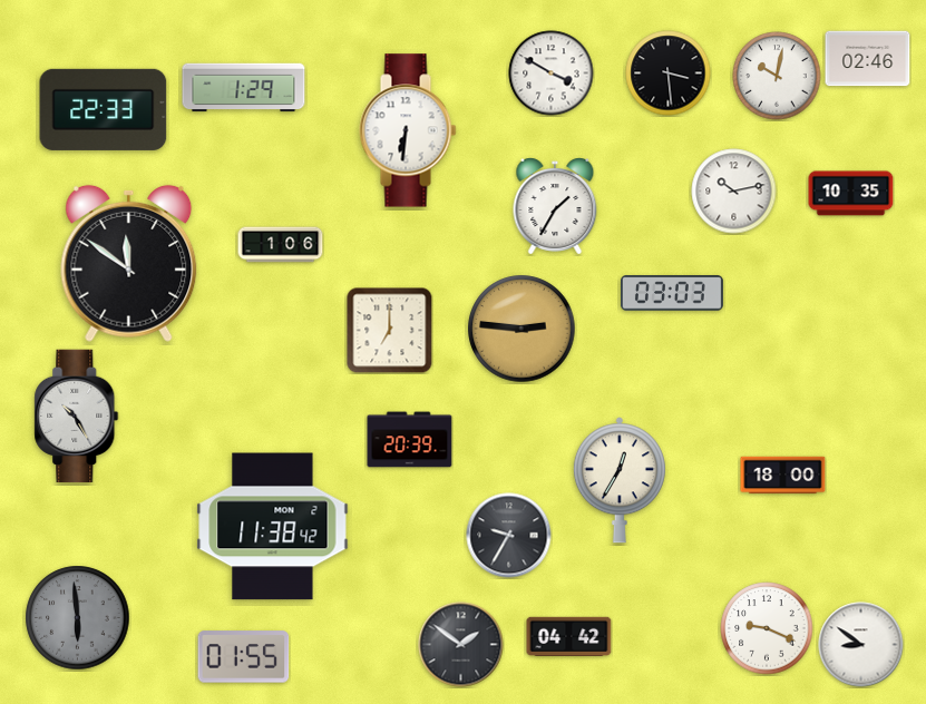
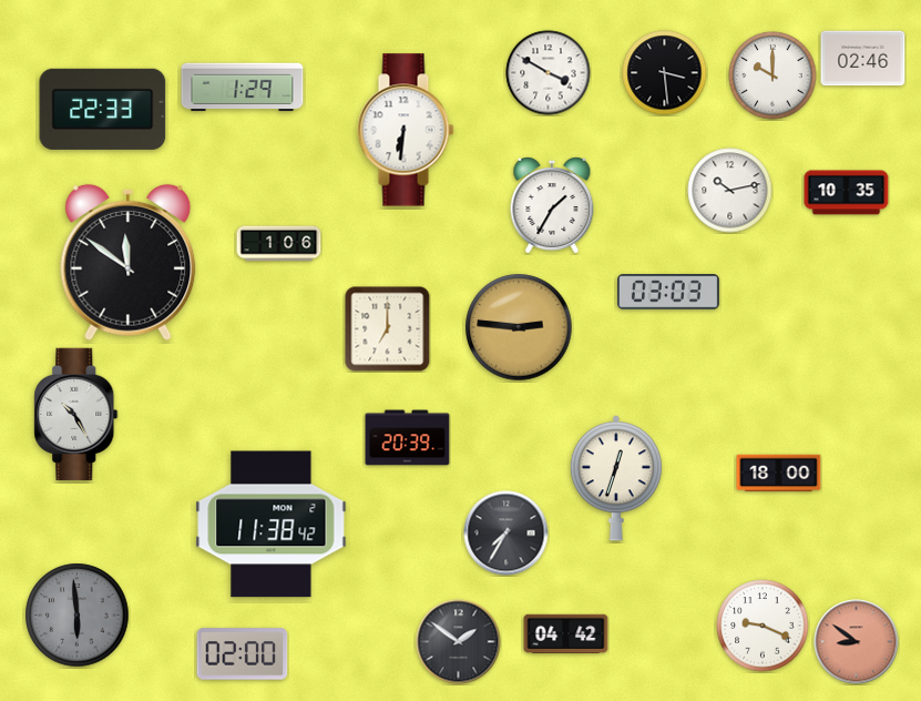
clock at (777, 76): 10:02 -> 10:00
clock at (620, 480): 12:35 -> 12:33
clock at (509, 536): 9:35 -> 7:35
clock at (861, 645) dial: white -> salmon
clock at (244, 657): 01:55 -> 02:00
